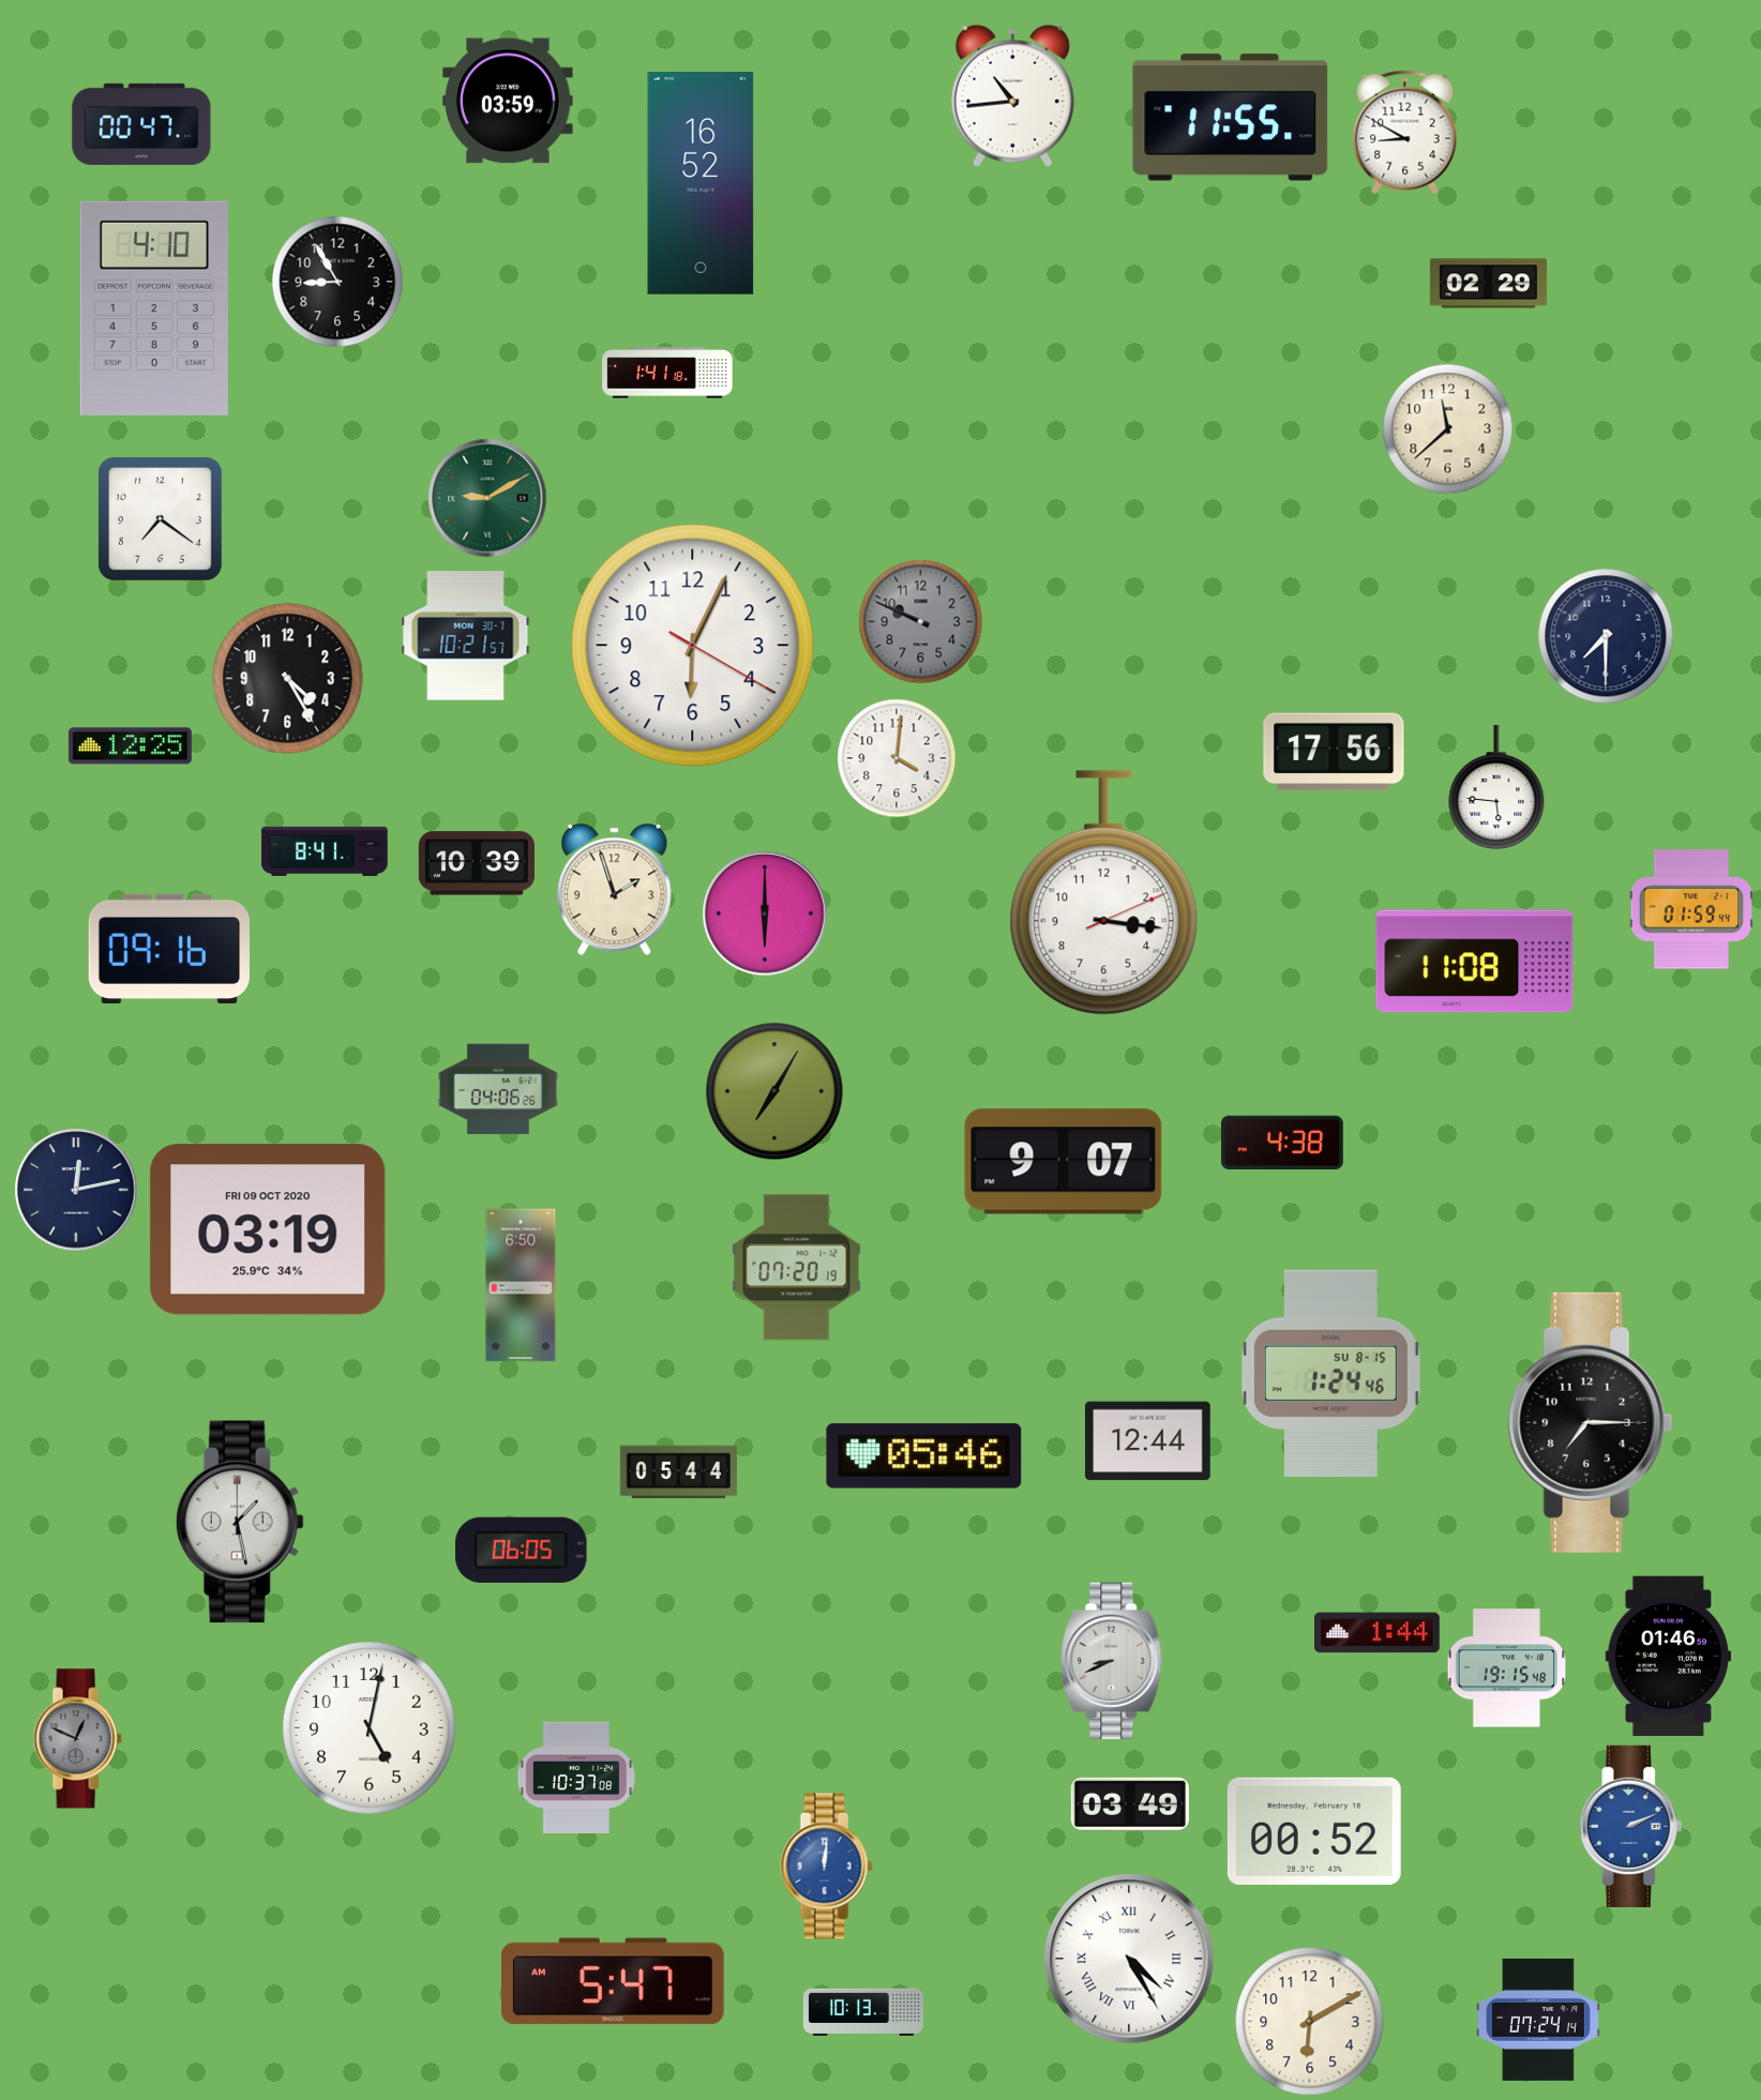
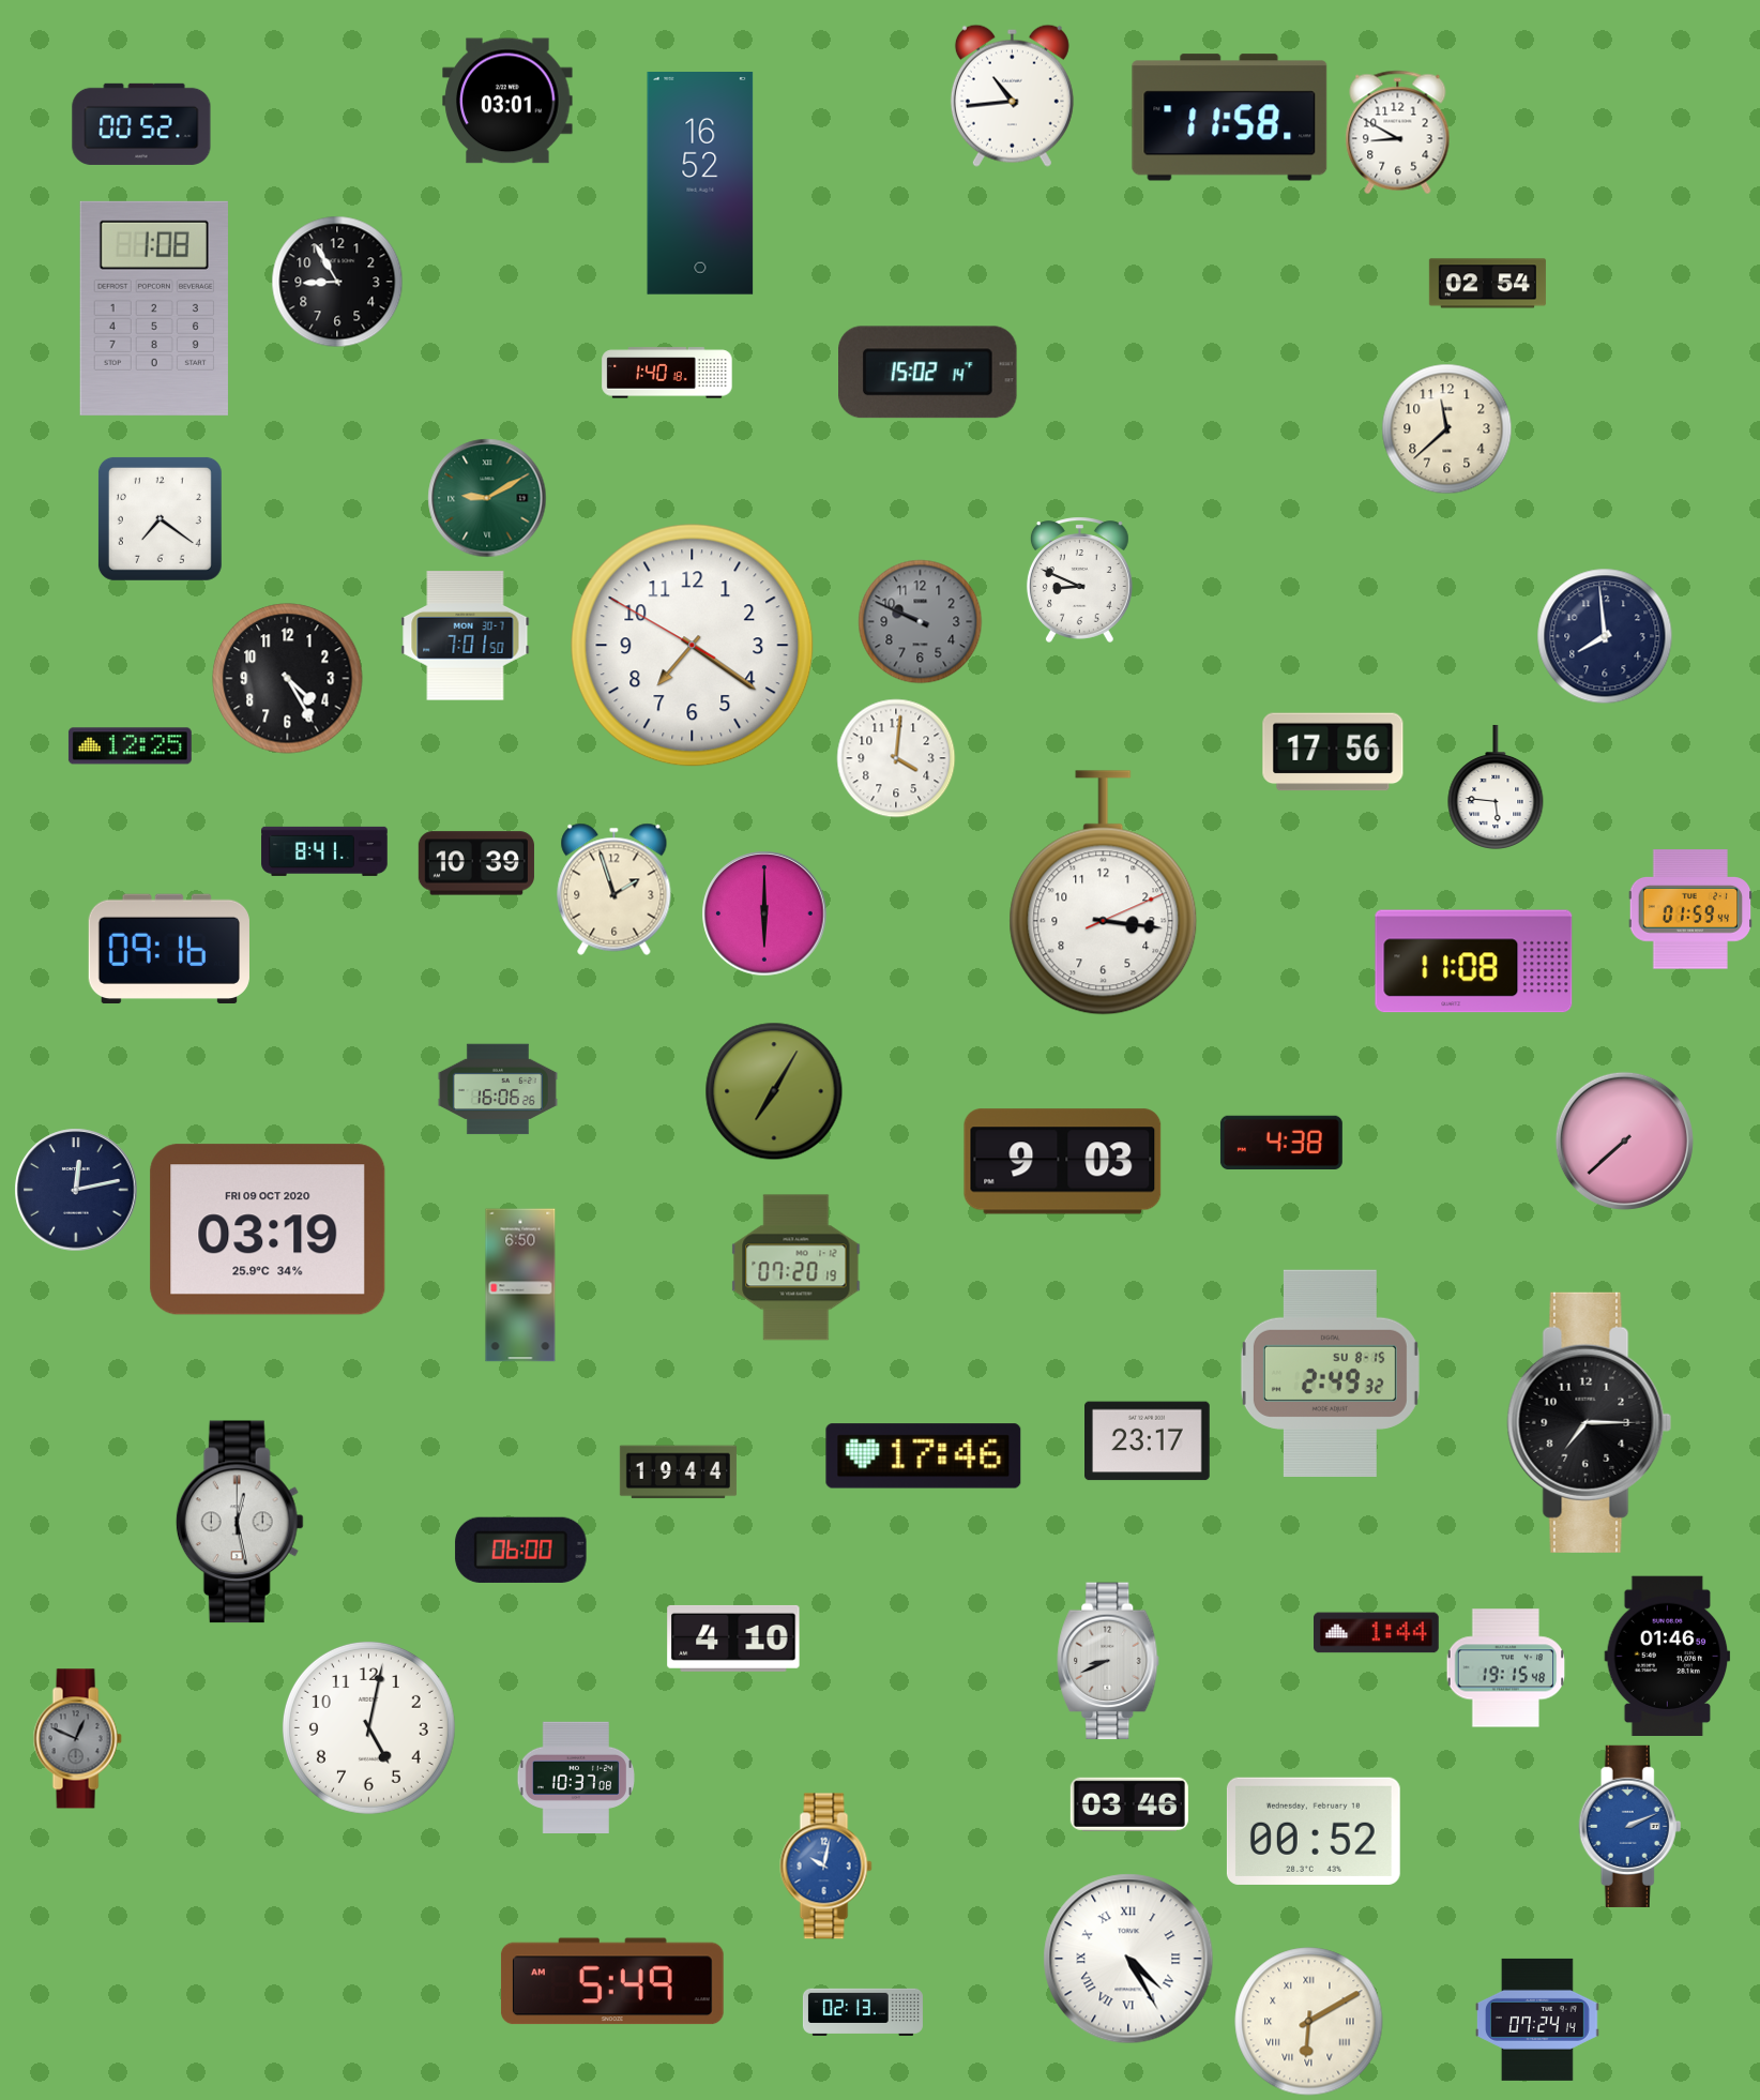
clock at (508, 101): 03:59 -> 03:01
clock at (1231, 118): 11:55 -> 11:58
clock at (141, 124): 00:47 -> 00:52
clock at (1405, 133) position: (1405, 133) -> (1398, 133)
clock at (1488, 284): 02:29 -> 02:54
clock at (154, 308): 4:10 -> 1:08
clock at (667, 373): 1:41 -> 1:40
clock at (928, 373): none -> 15:02
clock at (1079, 579): none -> 8:49
clock at (466, 636): 10:21 -> 7:01
clock at (1606, 636): 7:30 -> 7:59
clock at (693, 646): 6:04 -> 7:20
clock at (498, 1089): 04:06 -> 16:06
clock at (1624, 1140): none -> 7:38
clock at (1064, 1162): 9:07 -> 9:03
clock at (1330, 1373): 1:24 -> 2:49
clock at (1148, 1441): 12:44 -> 23:17
clock at (924, 1456): 05:46 -> 17:46
clock at (678, 1472): 05:44 -> 19:44
clock at (240, 1522): 1:28 -> 12:28
clock at (522, 1550): 06:05 -> 06:00
clock at (733, 1638): none -> 4:10
clock at (1112, 1661) position: (1112, 1661) -> (1108, 1661)
clock at (1130, 1804): 03:49 -> 03:46
clock at (827, 1867): 12:01 -> 10:02
clock at (613, 1981): 5:47 -> 5:49
clock at (863, 2011): 10:13 -> 02:13
clock at (1310, 2022) numerals: Arabic -> Roman
